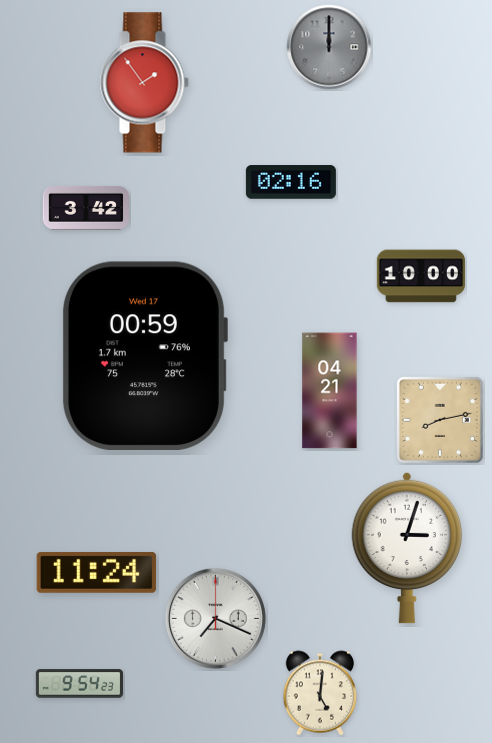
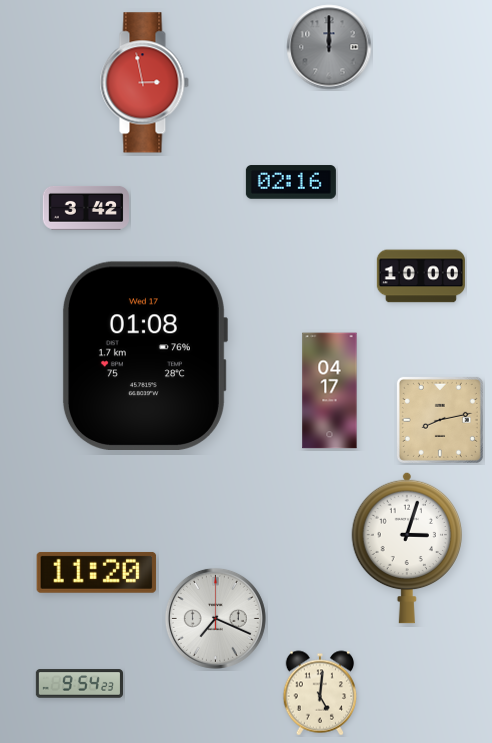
clock at (144, 83): 1:54 -> 2:58
clock at (144, 355): 00:59 -> 01:08
clock at (330, 391): 04:21 -> 04:17
clock at (97, 572): 11:24 -> 11:20
